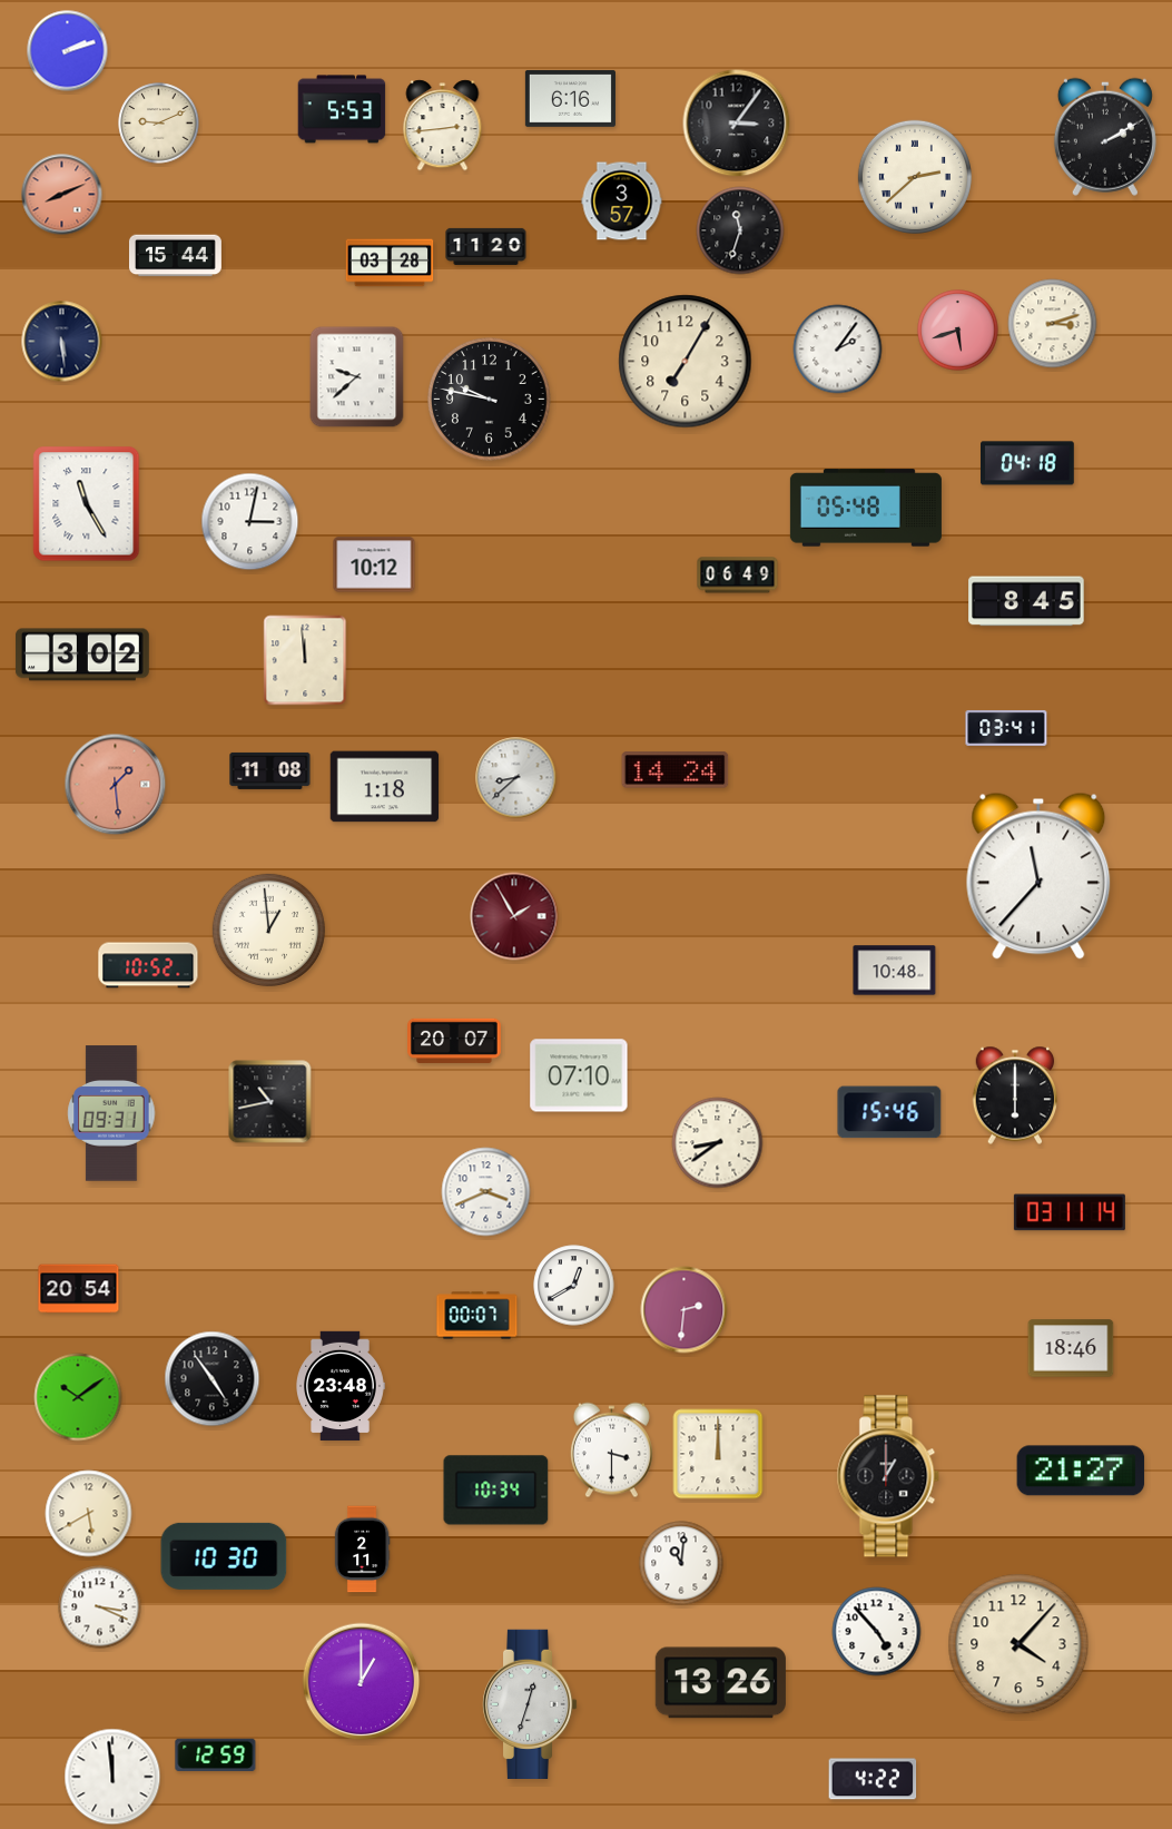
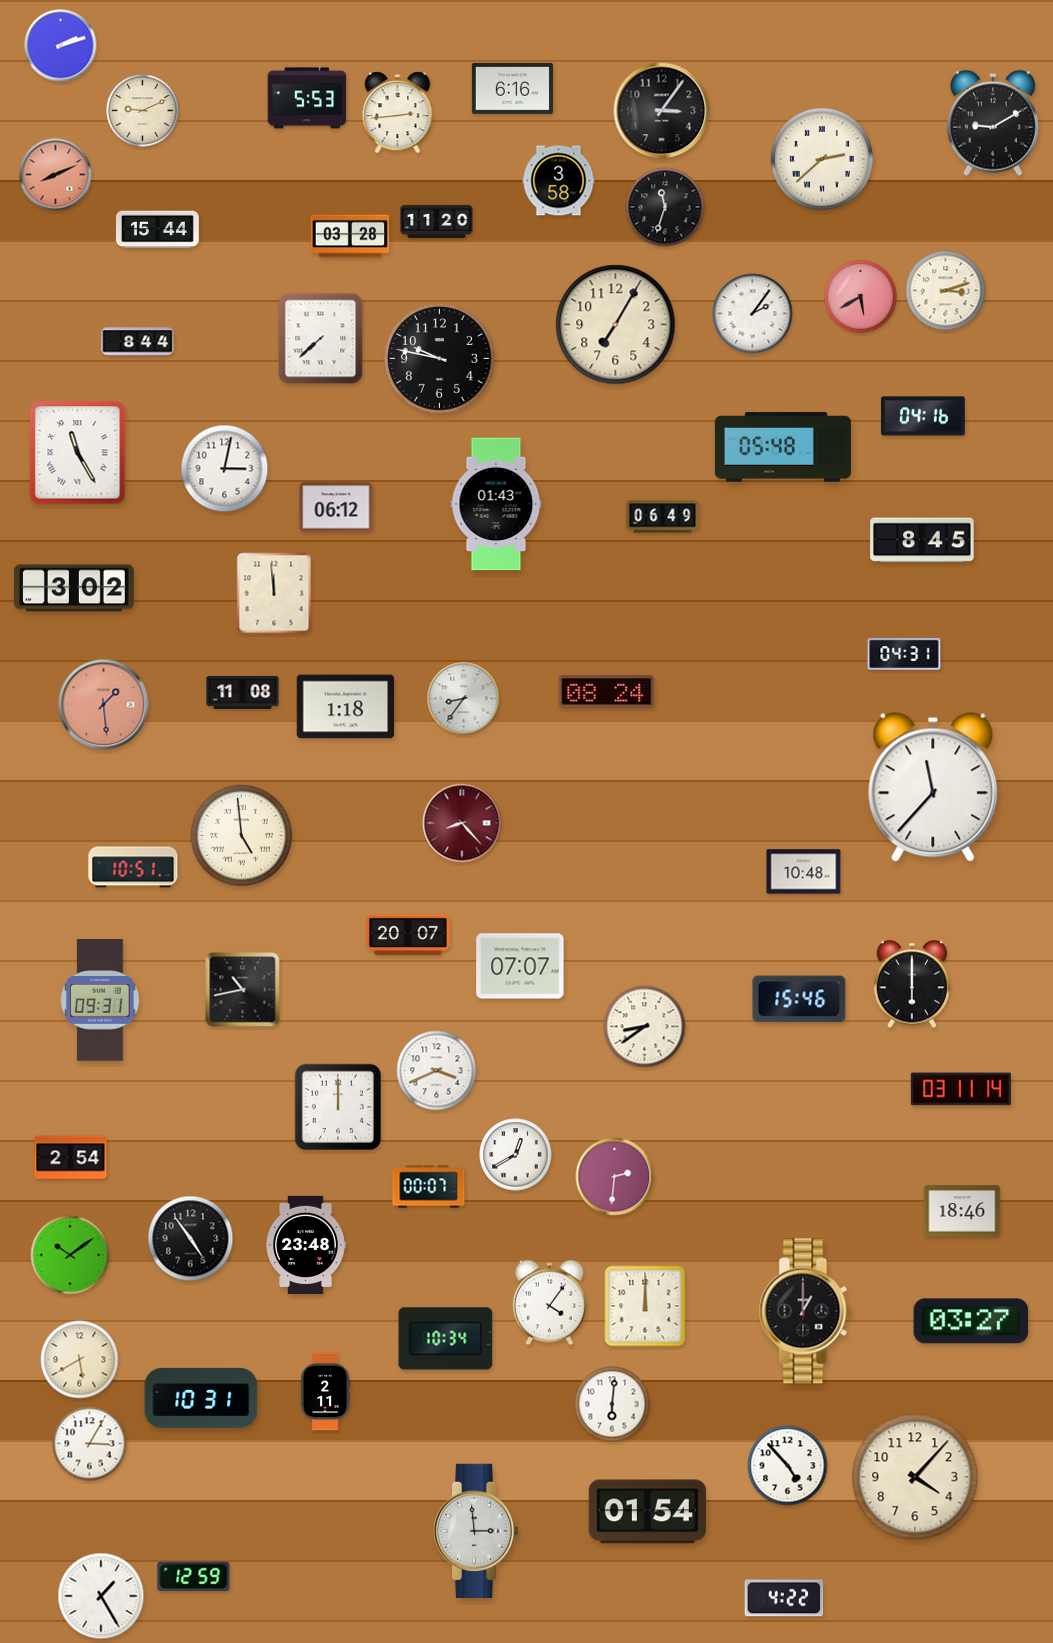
clock at (1105, 137): 2:10 -> 9:10
clock at (622, 201): 3:57 -> 3:58
clock at (958, 331): 5:42 -> 5:40
clock at (62, 342): 5:29 -> none
clock at (357, 377): 9:38 -> 7:38
clock at (138, 342): none -> 8:44
clock at (1028, 463): 04:18 -> 04:16
clock at (866, 508) position: (866, 508) -> (783, 447)
clock at (496, 504): none -> 01:43
clock at (374, 564): 10:12 -> 06:12
clock at (1006, 728): 03:41 -> 04:31
clock at (676, 770): 14:24 -> 08:24
clock at (516, 778): 8:38 -> 8:36
clock at (514, 916): 1:55 -> 8:23
clock at (268, 930): 12:59 -> 4:59
clock at (148, 965): 10:52 -> 10:51
clock at (579, 1075): 07:10 -> 07:07
clock at (338, 1107): none -> 12:00
clock at (79, 1289): 20:54 -> 2:54
clock at (477, 1316) position: (477, 1316) -> (429, 1187)
clock at (611, 1451): 3:30 -> 4:06
clock at (1081, 1471): 21:27 -> 03:27
clock at (888, 1476) position: (888, 1476) -> (805, 1311)
clock at (224, 1556): 10:30 -> 10:31
clock at (681, 1563): 11:01 -> 6:01
clock at (100, 1607): 3:19 -> 3:05
clock at (362, 1682): 1:00 -> none
clock at (720, 1683): 13:26 -> 01:54
clock at (530, 1703): 12:33 -> 2:59
clock at (112, 1777): 11:59 -> 1:25
